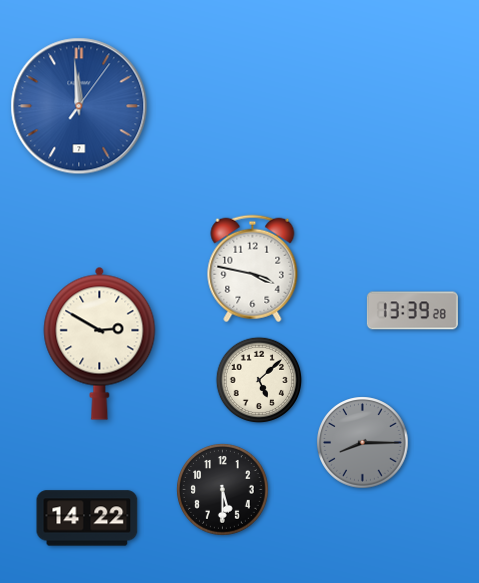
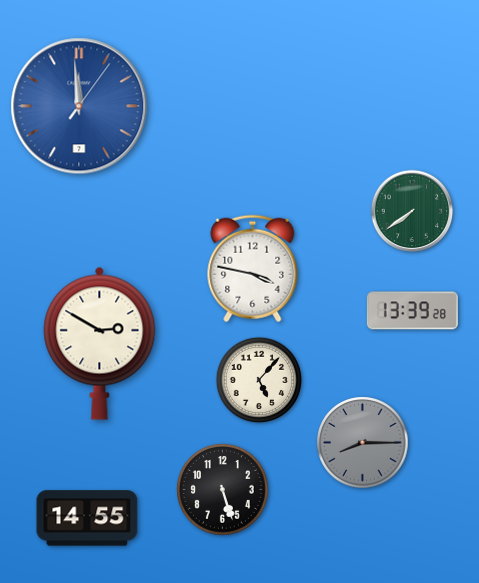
clock at (412, 211): none -> 7:39
clock at (259, 380): 5:08 -> 5:07
clock at (223, 490): 5:30 -> 5:27
clock at (87, 518): 14:22 -> 14:55
